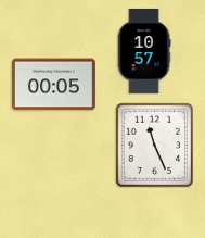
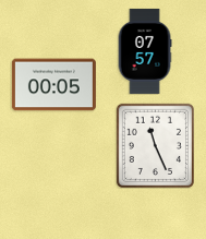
clock at (144, 51): 10:57 -> 07:57
